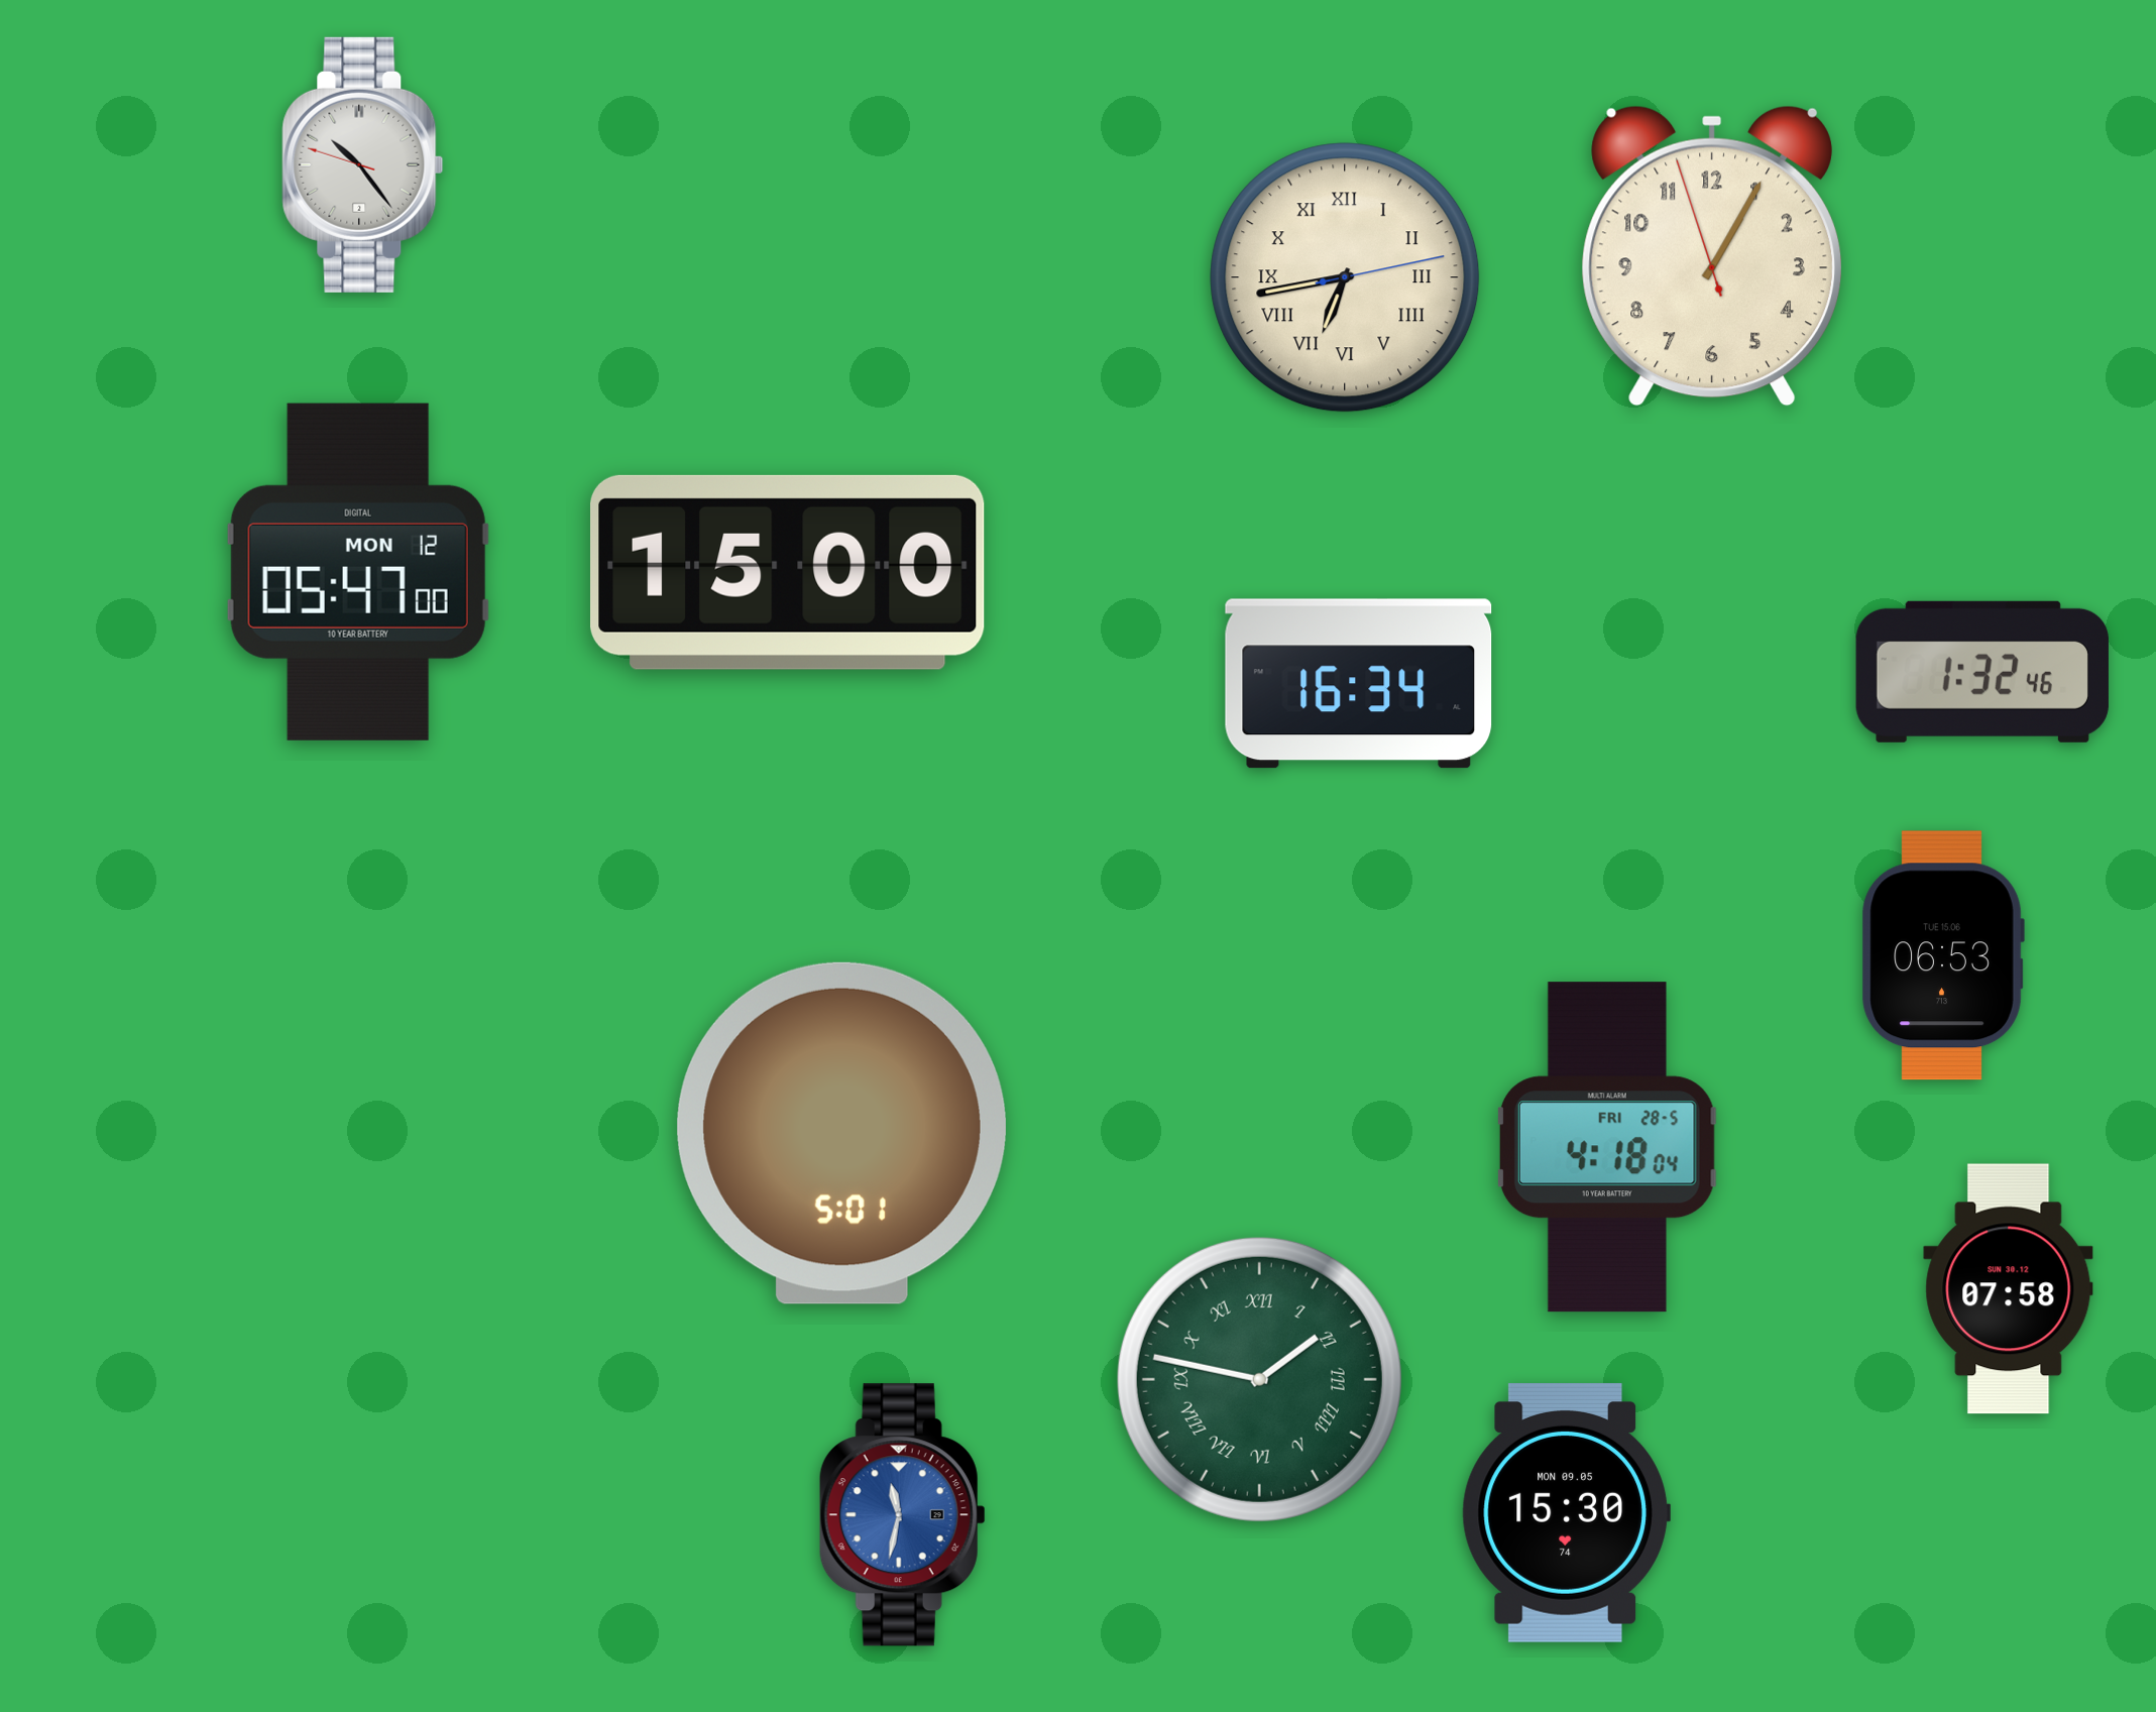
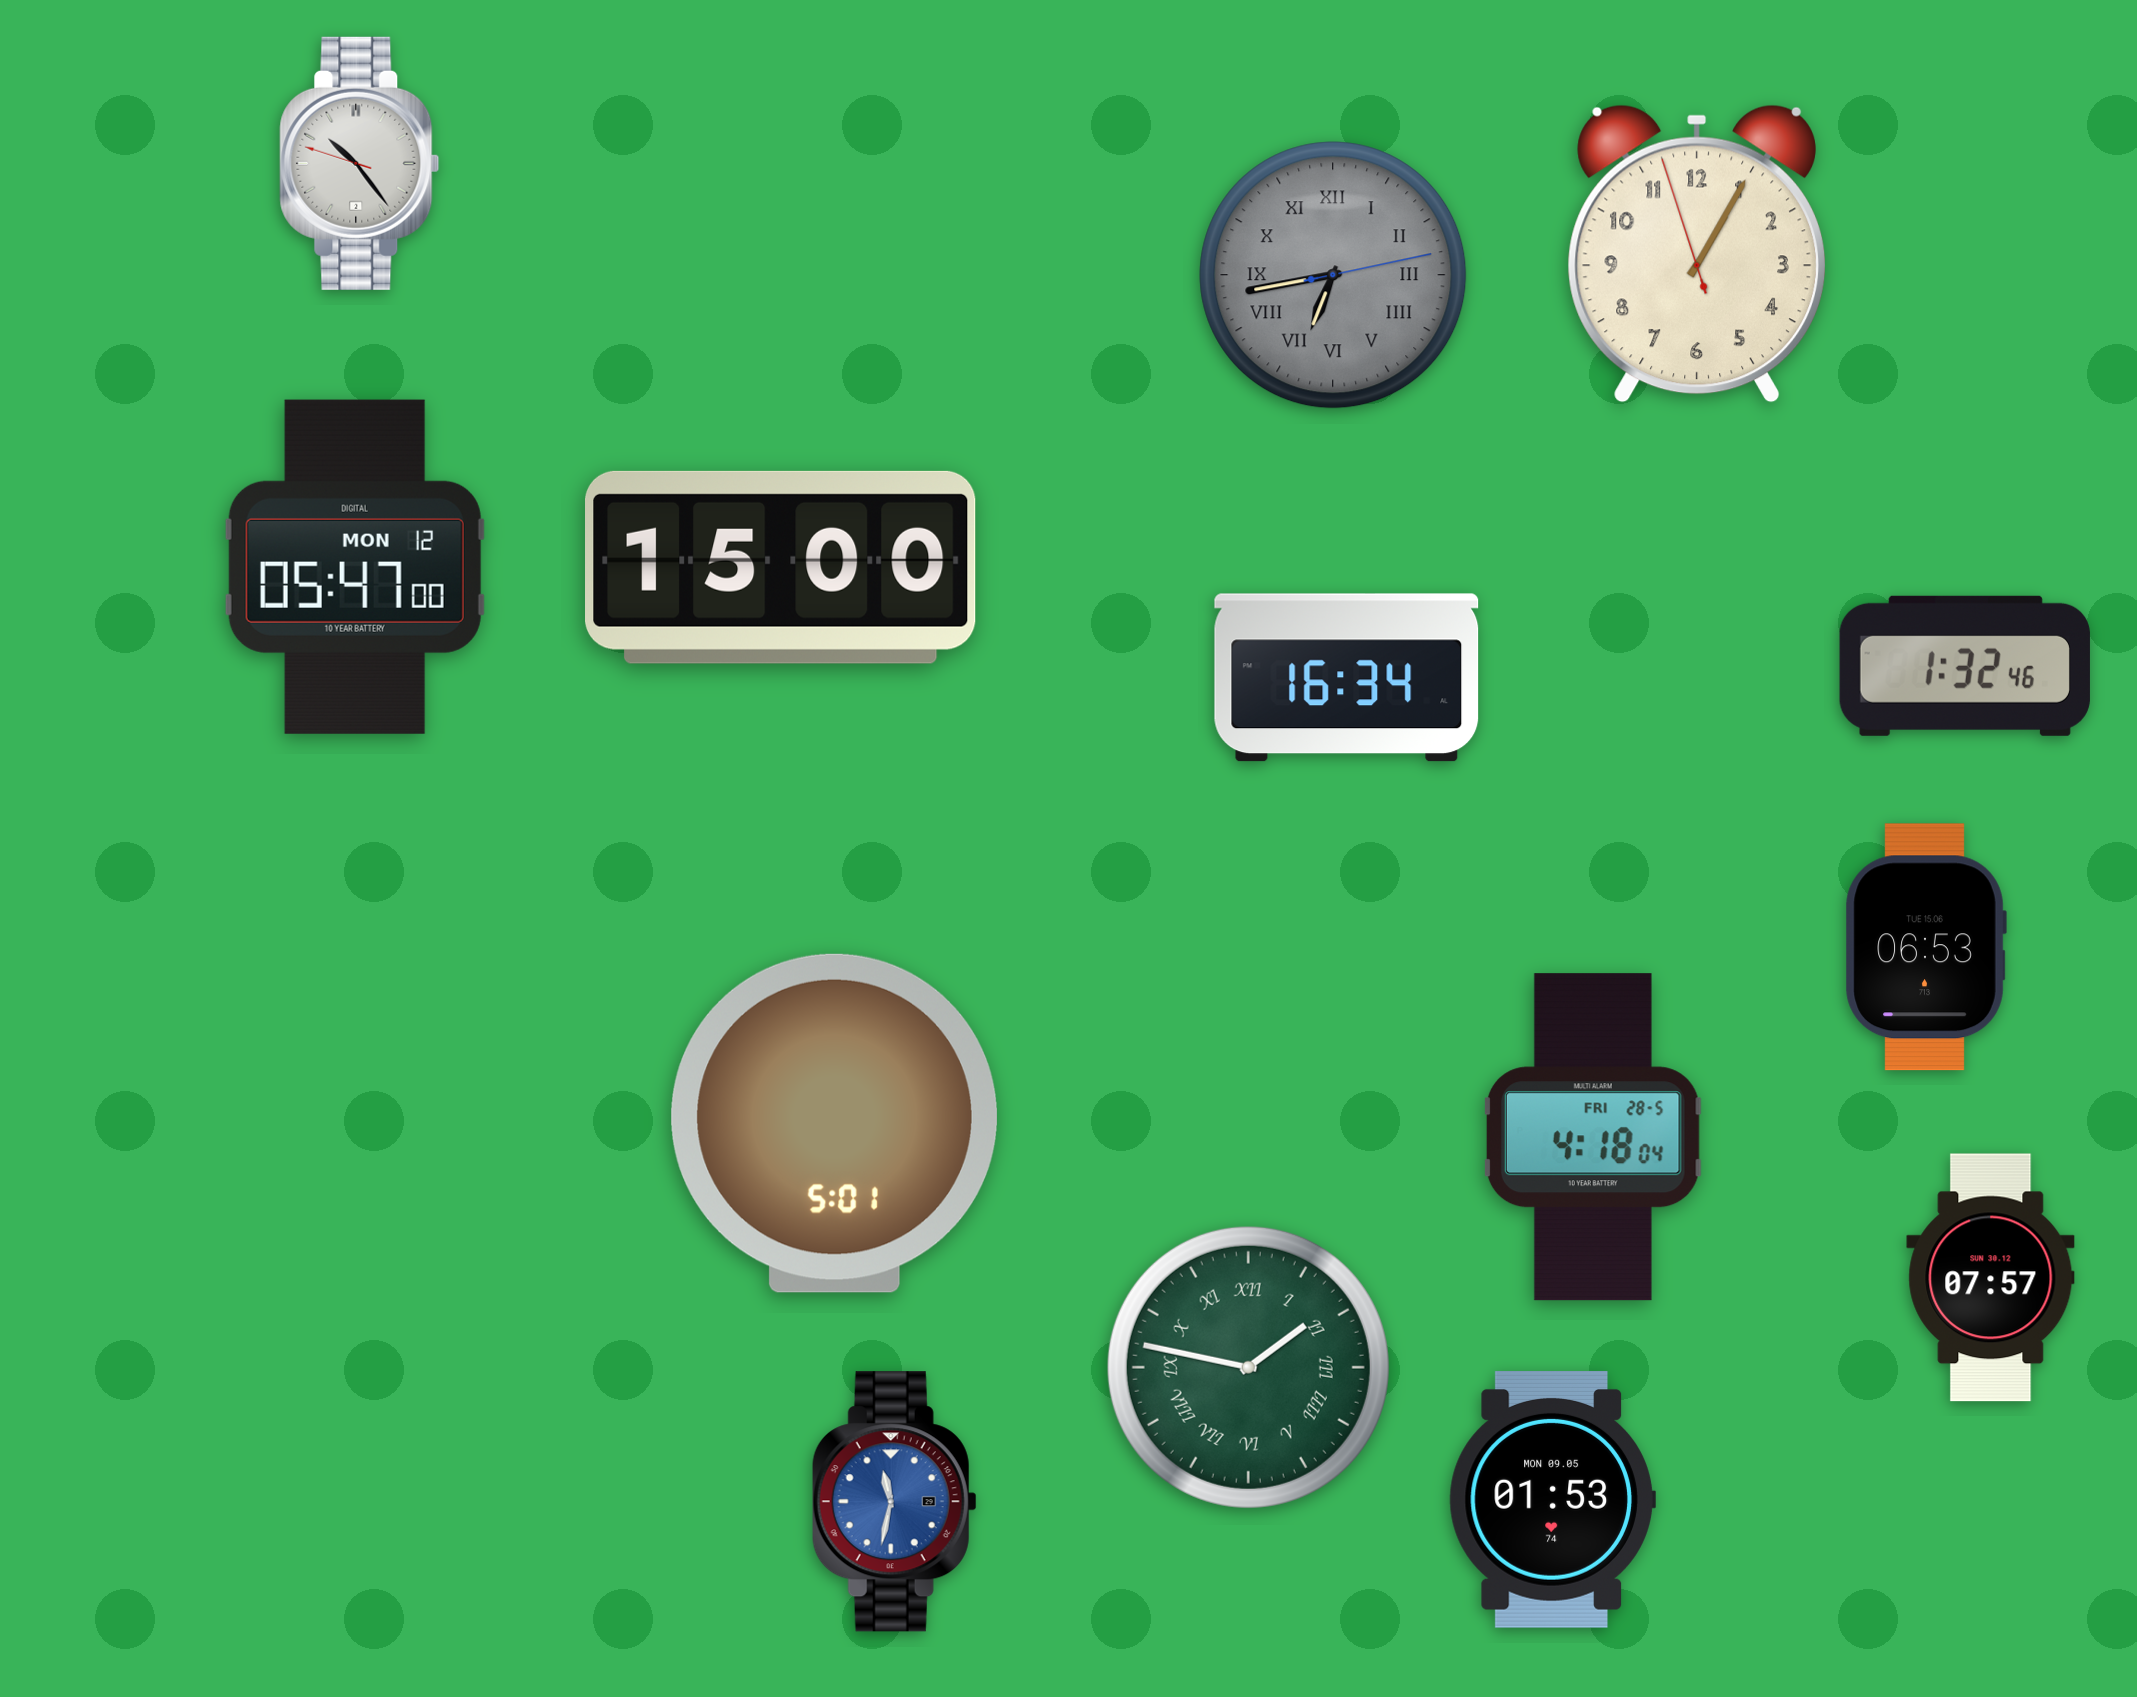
clock at (1345, 277) dial: cream -> grey
clock at (2009, 1289): 07:58 -> 07:57
clock at (1566, 1512): 15:30 -> 01:53
